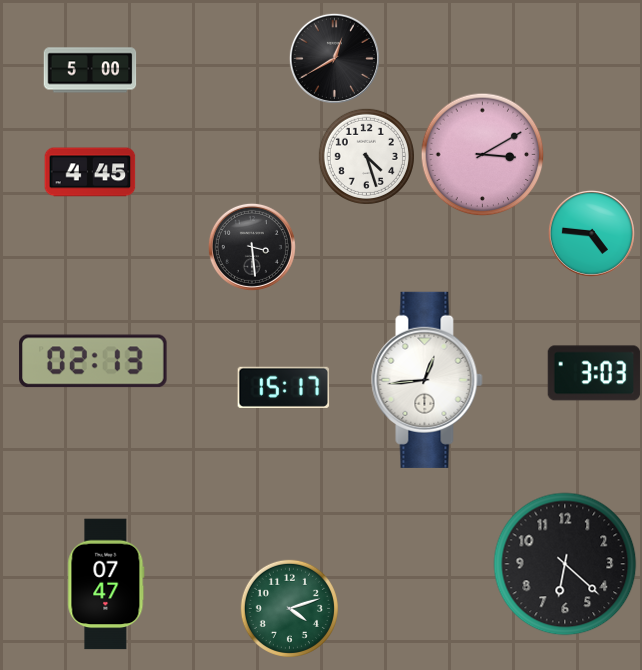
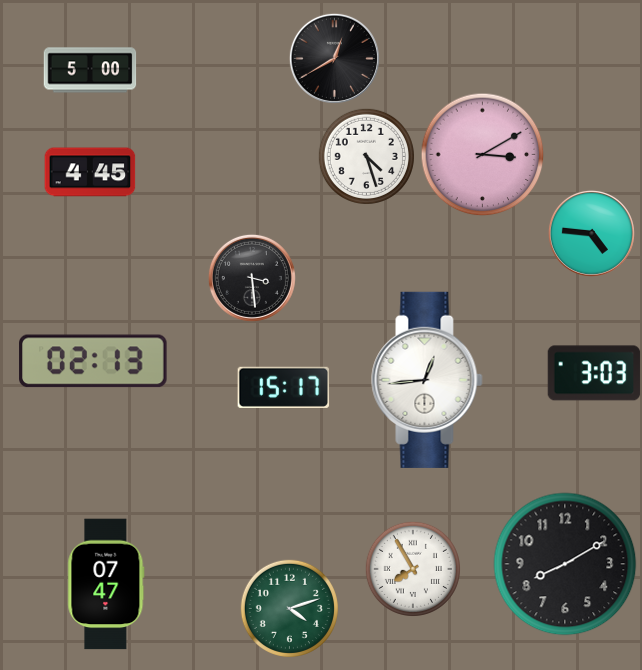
clock at (252, 247) position: (252, 247) -> (252, 278)
clock at (565, 564): 6:22 -> 8:10
clock at (413, 569): none -> 7:55
